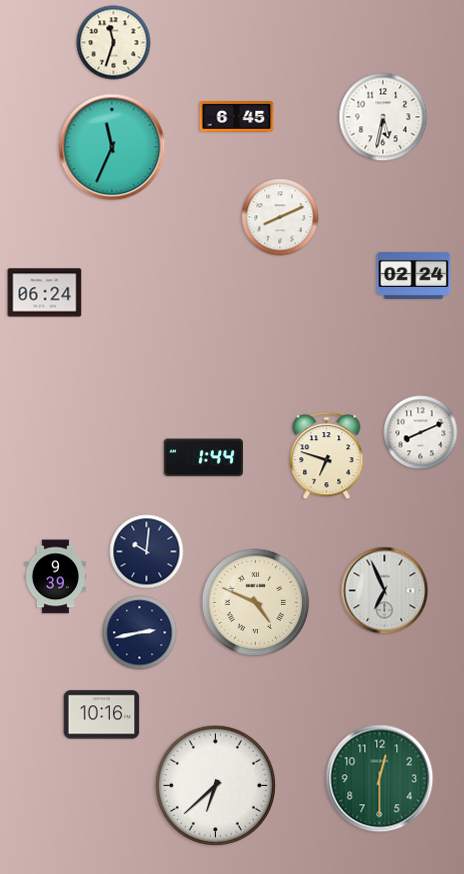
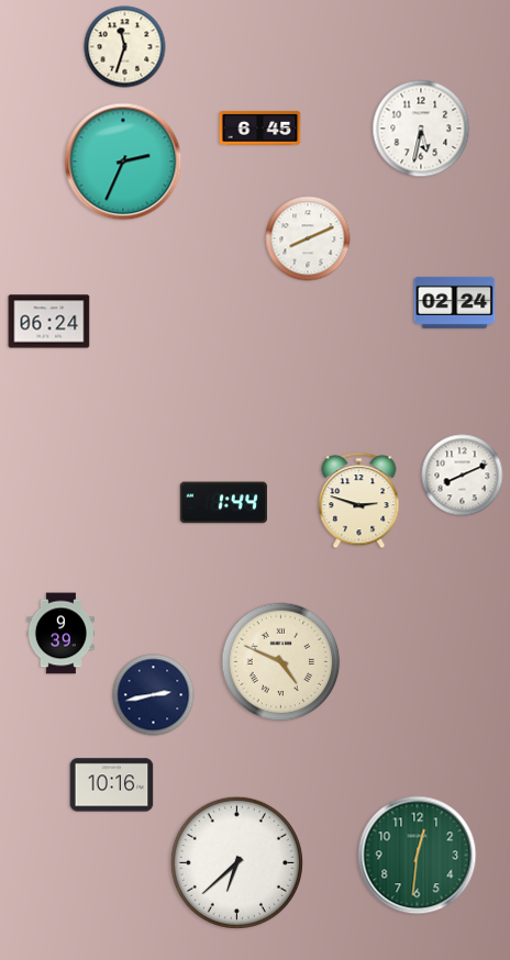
clock at (112, 147): 11:34 -> 2:34
clock at (327, 456): 6:48 -> 2:48
clock at (147, 552): 10:01 -> none
clock at (385, 591): 6:56 -> none
clock at (380, 779): 12:30 -> 12:31
